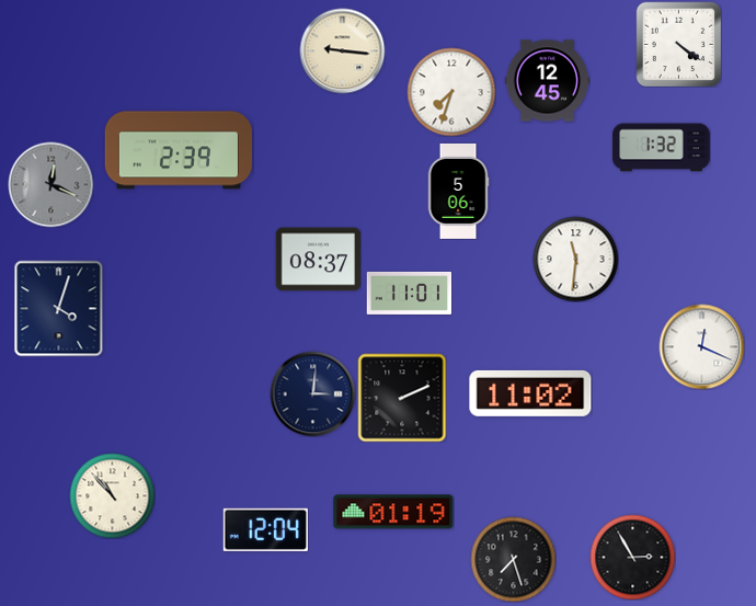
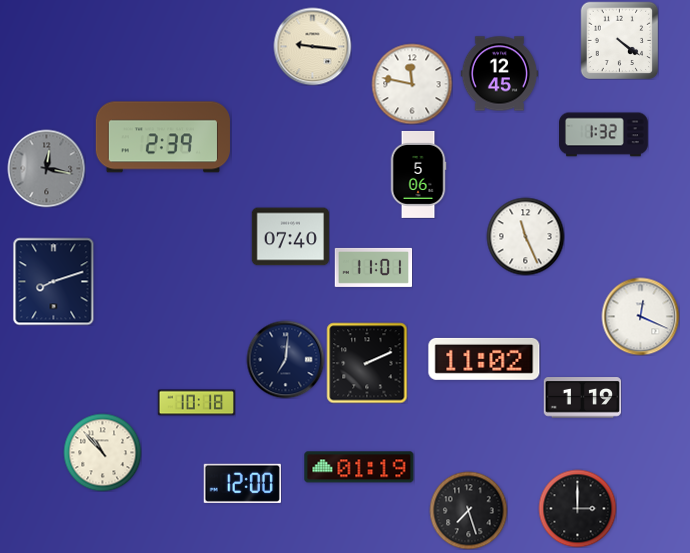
clock at (451, 92): 7:33 -> 11:47
clock at (50, 184): 12:19 -> 12:17
clock at (575, 259): 11:31 -> 11:26
clock at (318, 260): 08:37 -> 07:40
clock at (59, 308): 4:03 -> 8:12
clock at (312, 393): 3:01 -> 7:01
clock at (582, 398): none -> 1:19
clock at (196, 403): none -> 10:18
clock at (265, 529): 12:04 -> 12:00
clock at (632, 557): 2:55 -> 3:00
